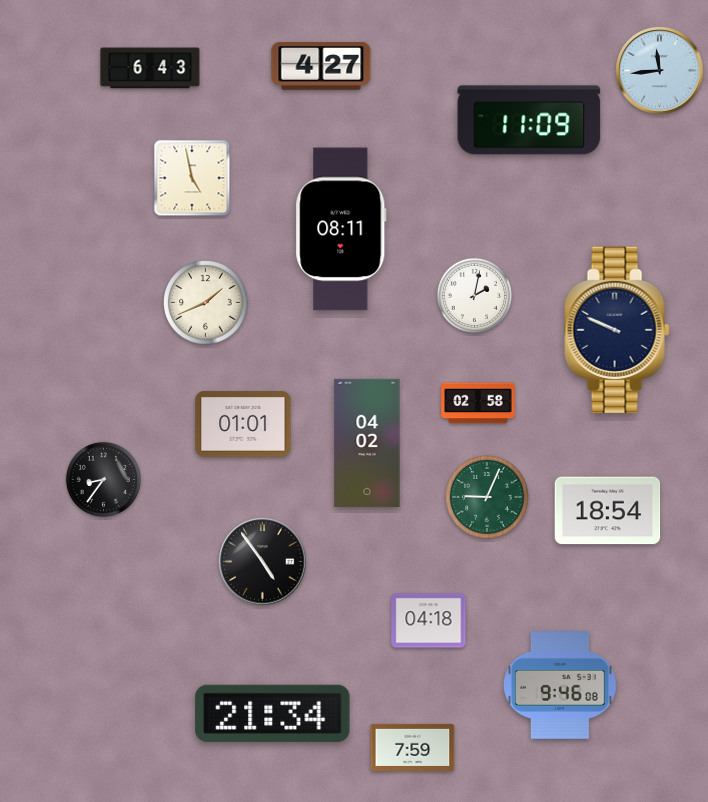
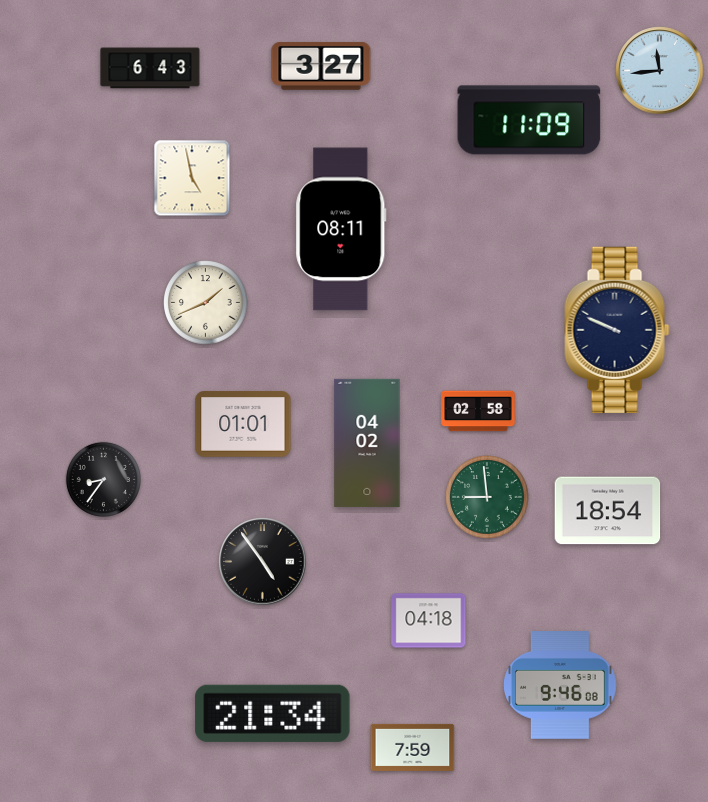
clock at (321, 66): 4:27 -> 3:27
clock at (474, 295): 2:02 -> none
clock at (478, 403) position: (478, 403) -> (478, 411)
clock at (488, 498): 9:04 -> 8:59
